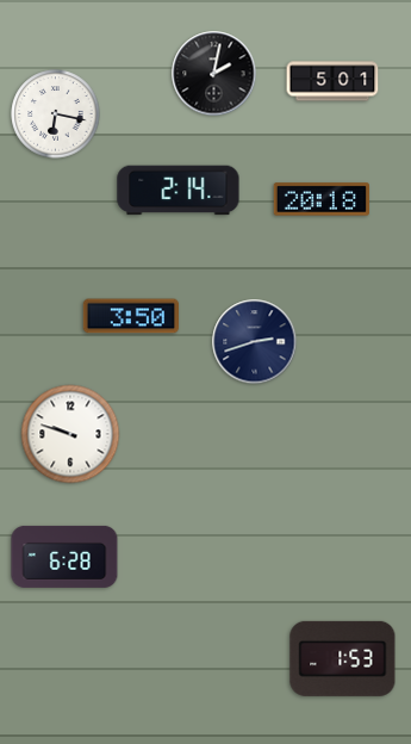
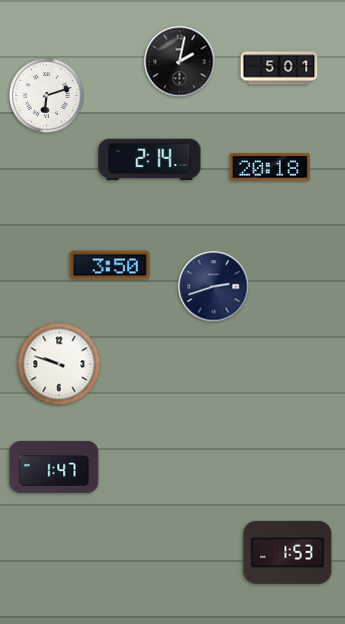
clock at (56, 114): 6:17 -> 6:12
clock at (64, 557): 6:28 -> 1:47
